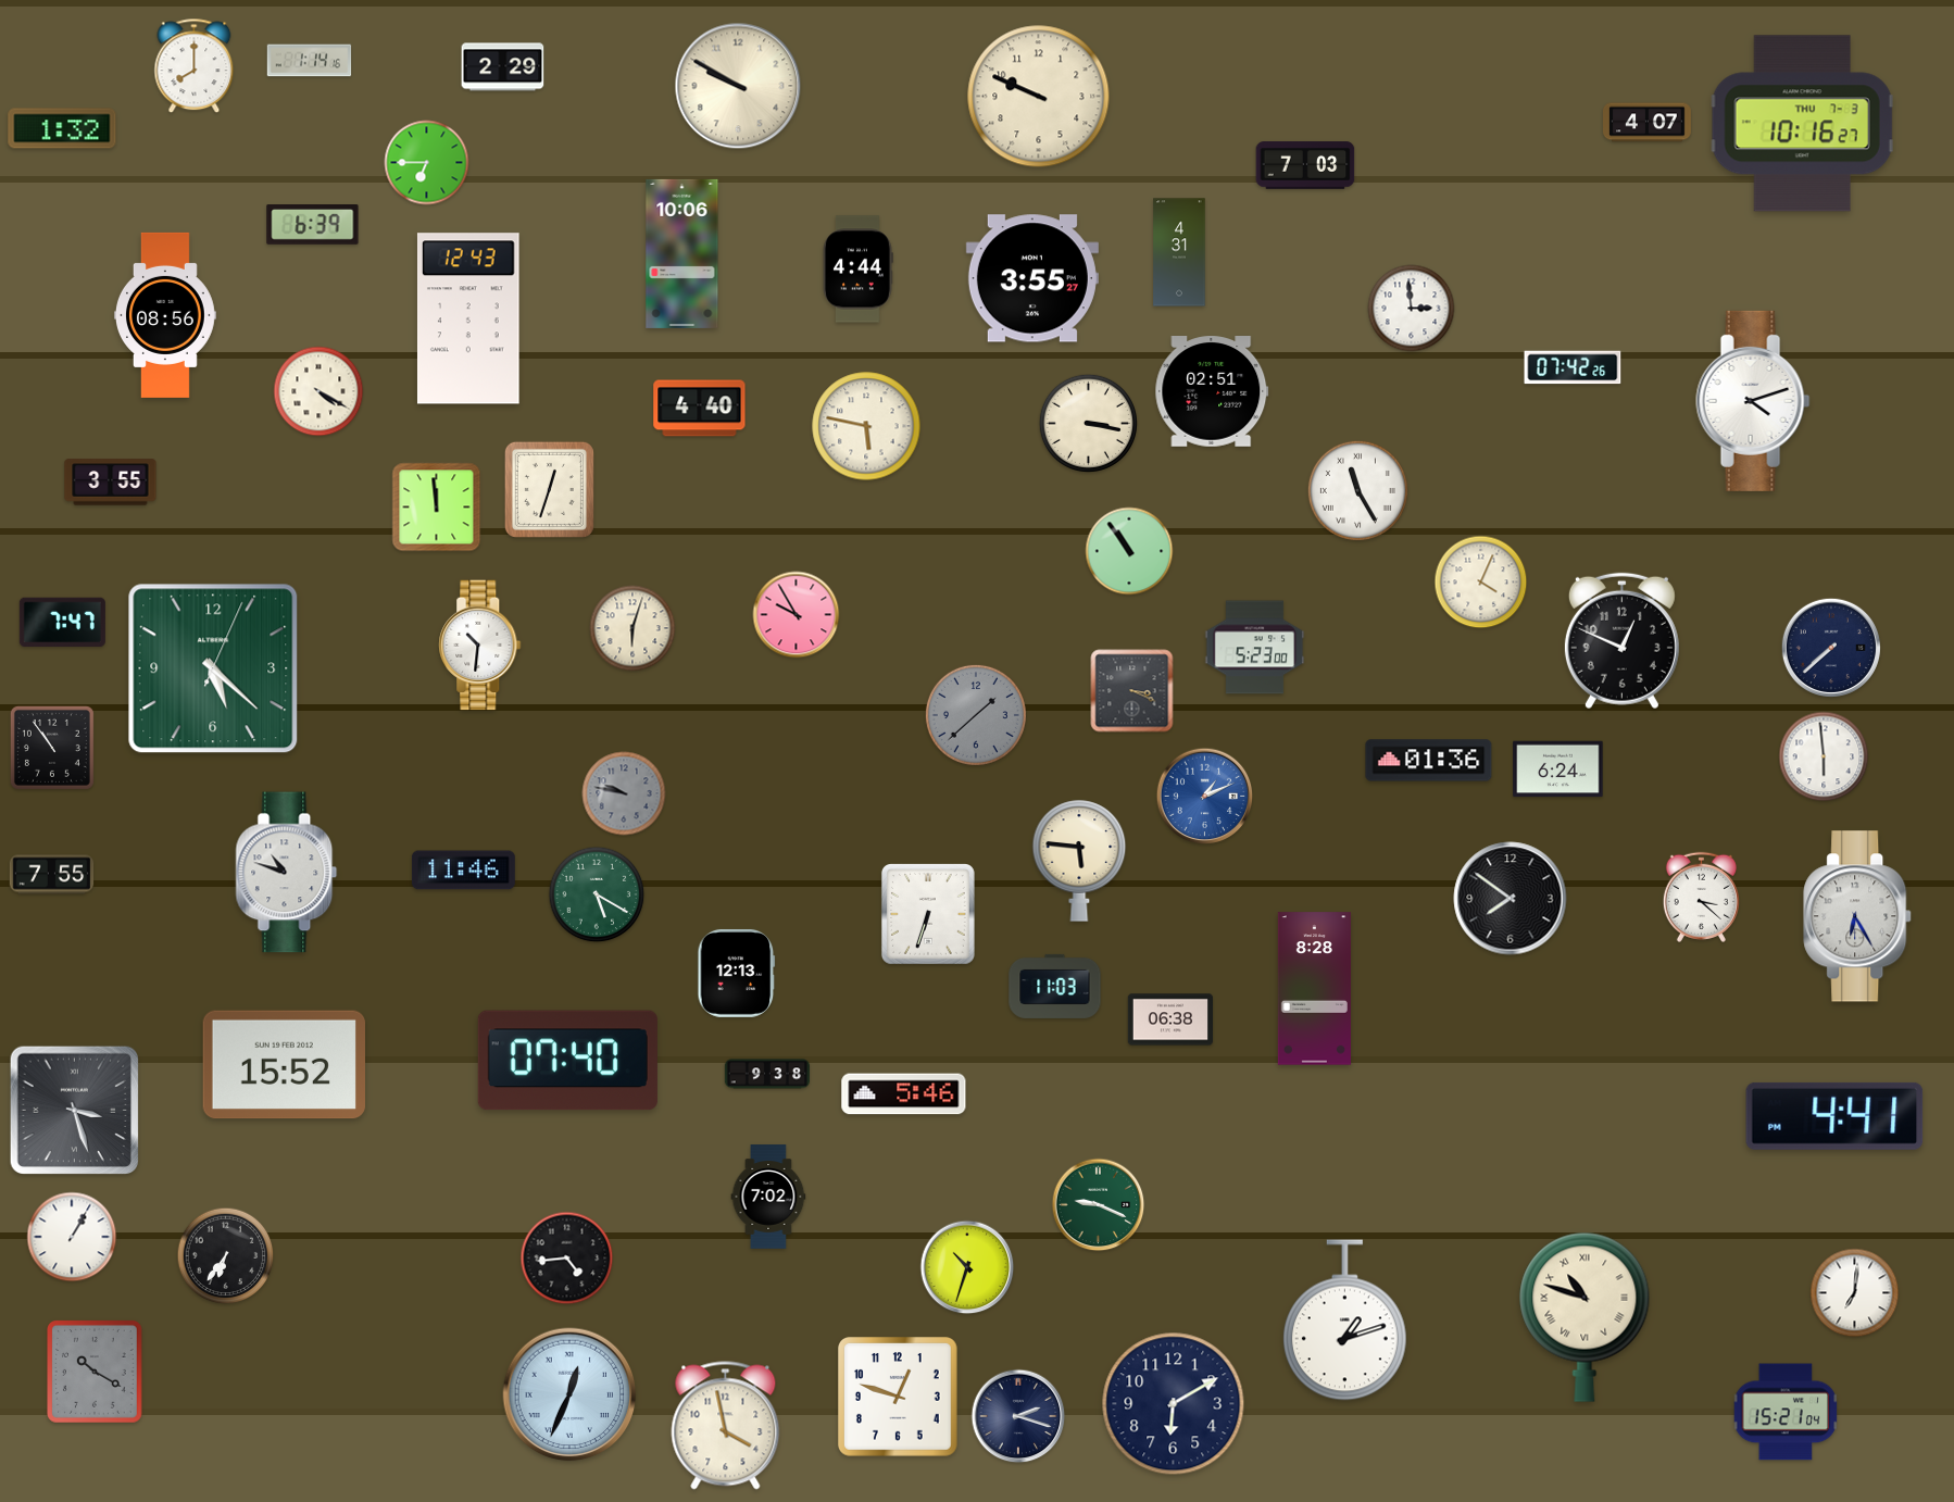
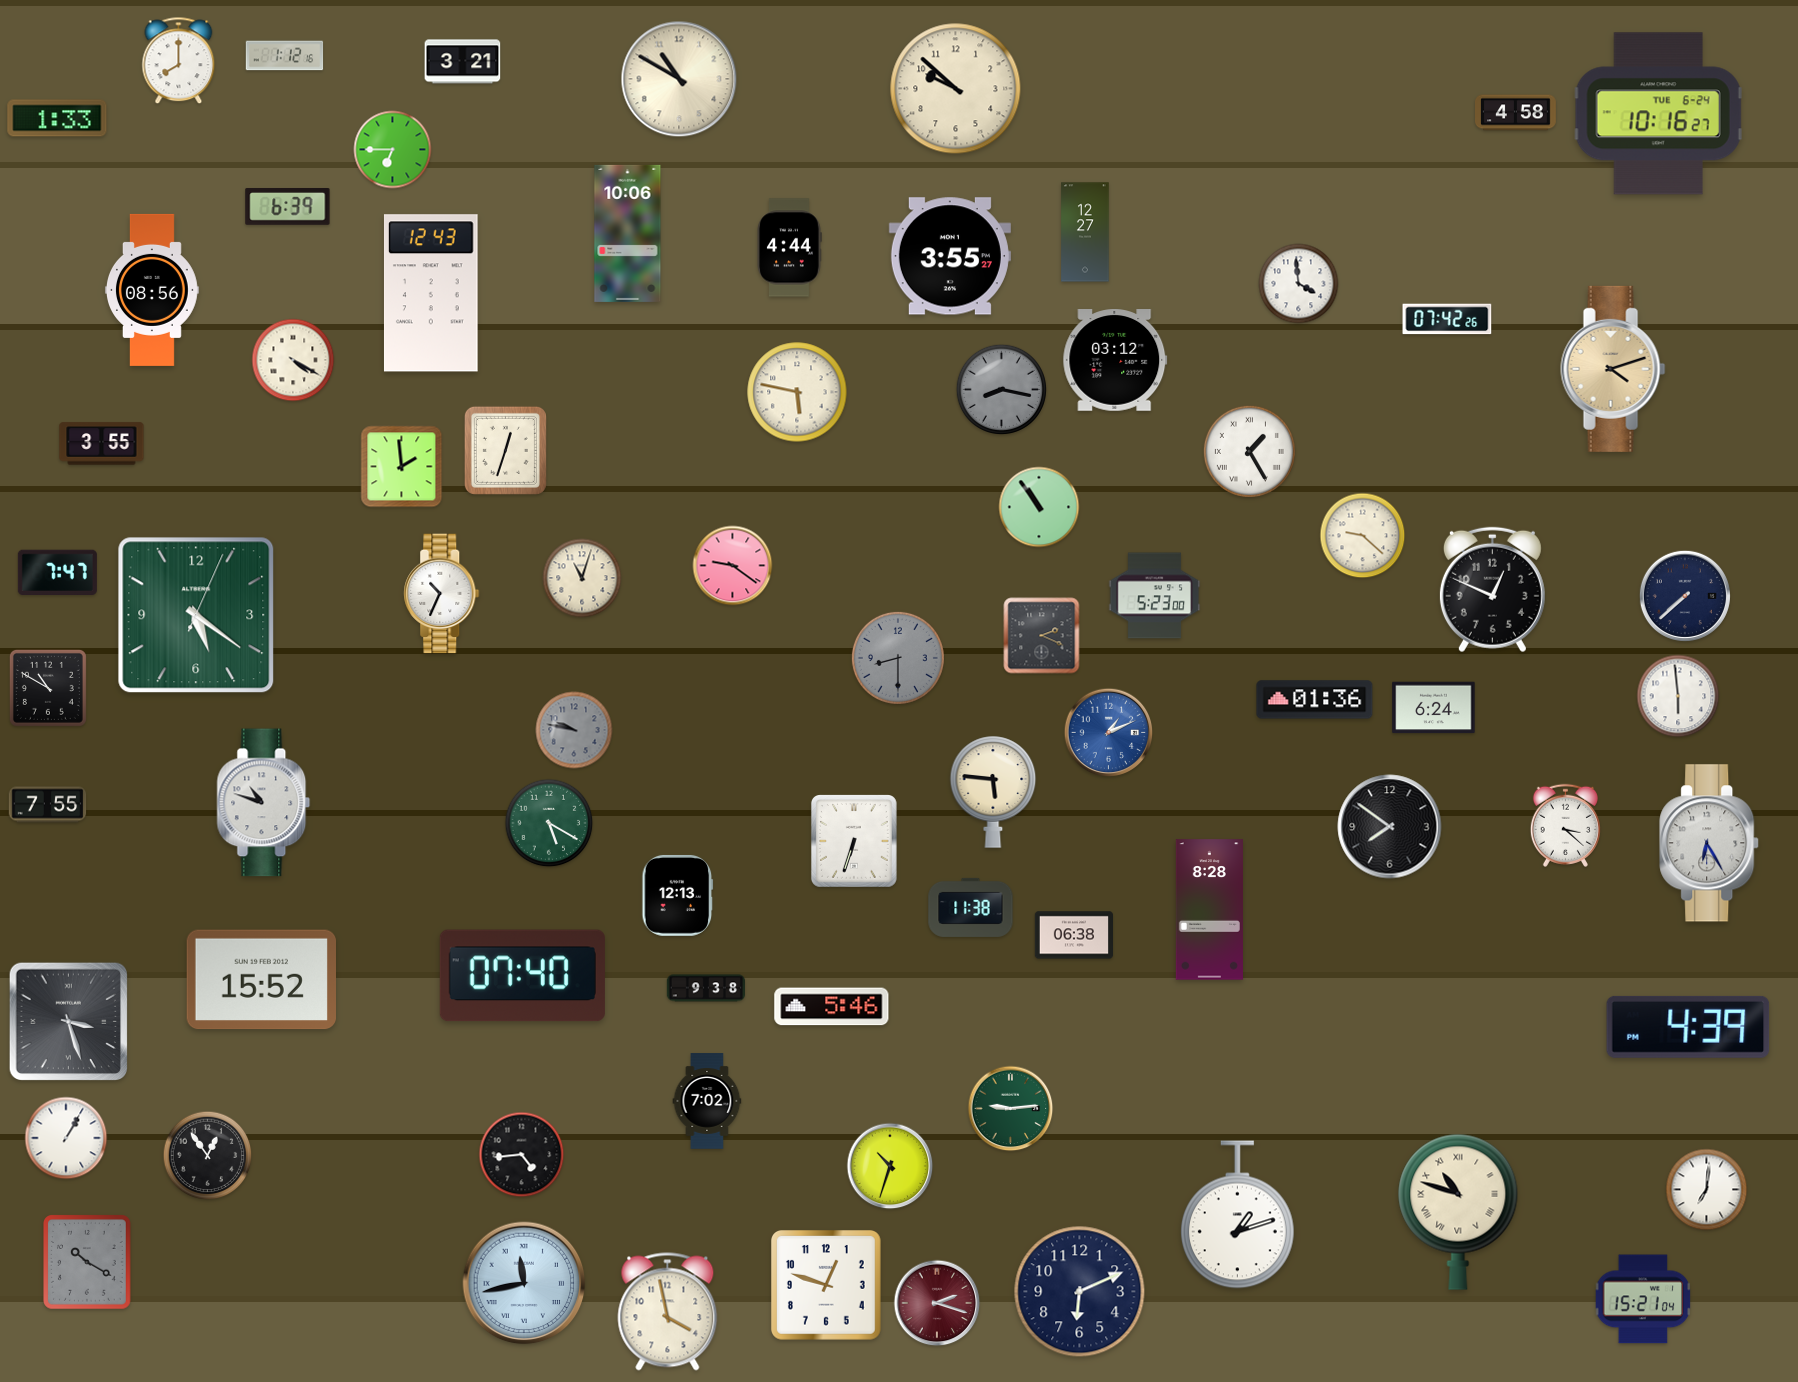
clock at (310, 61): 1:14 -> 1:12
clock at (503, 67): 2:29 -> 3:21
clock at (738, 86): 9:50 -> 10:50
clock at (1039, 97): 9:49 -> 9:52
clock at (1648, 123): 4:07 -> 4:58
clock at (1802, 124) date: THU 7-3 -> TUE 6-24
clock at (62, 128): 1:32 -> 1:33
clock at (1305, 165): 7:03 -> none
clock at (1179, 252): 4:31 -> 12:27
clock at (1412, 309): 2:59 -> 3:59
clock at (1573, 367) position: (1573, 367) -> (1447, 319)
clock at (1212, 392): 02:51 -> 03:12
clock at (1753, 401) dial: white -> champagne
clock at (700, 409): 4:40 -> none
clock at (1088, 423): 3:17 -> 8:17
clock at (1088, 423) dial: cream -> grey
clock at (1357, 490): 11:25 -> 1:25
clock at (437, 508): 11:59 -> 1:59
clock at (1481, 583): 4:04 -> 9:22
clock at (797, 615): 9:55 -> 9:21
clock at (632, 628): 6:03 -> 11:03
clock at (480, 646): 10:31 -> 10:34
clock at (213, 668): 5:22 -> 5:21
clock at (1132, 691): 3:19 -> 2:19
clock at (976, 715): 1:38 -> 8:30
clock at (52, 748): 10:54 -> 10:50
clock at (463, 871): 11:46 -> none
clock at (1055, 986): 11:03 -> 11:38
clock at (1169, 1019) position: (1169, 1019) -> (1073, 935)
clock at (1834, 1116): 4:41 -> 4:39
clock at (1099, 1205): 9:19 -> 9:14
clock at (226, 1256): 6:36 -> 12:54
clock at (567, 1259) position: (567, 1259) -> (522, 1155)
clock at (569, 1394): 12:34 -> 11:43
clock at (1174, 1404): 6:10 -> 6:11
clock at (1018, 1416) dial: navy -> burgundy
